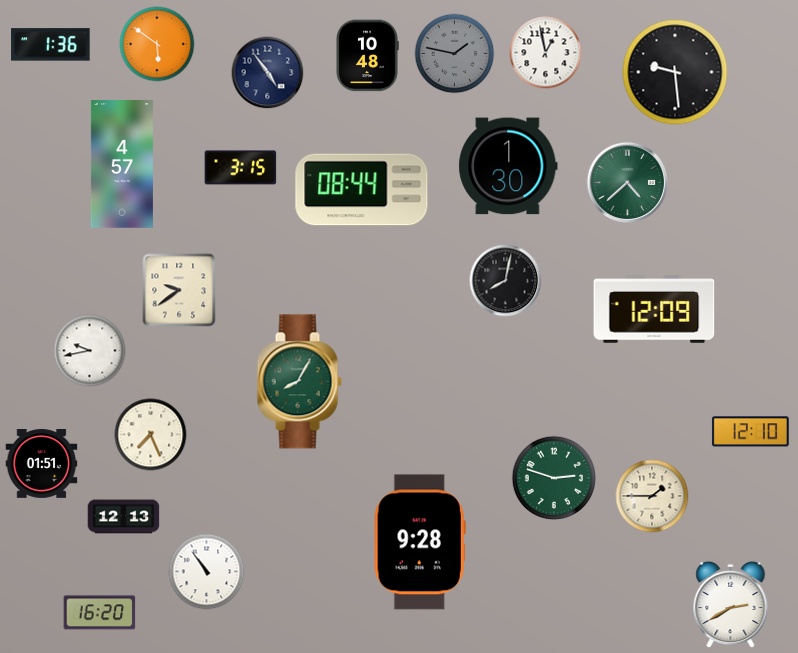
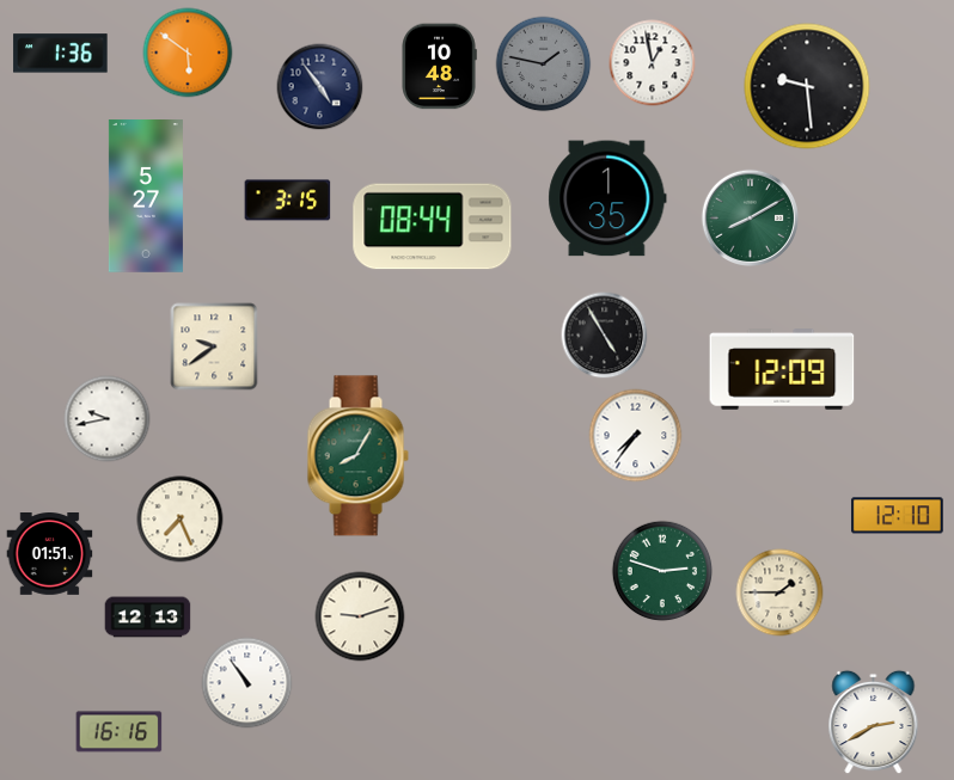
clock at (122, 164): 4:57 -> 5:27
clock at (508, 166): 1:30 -> 1:35
clock at (627, 182): 4:38 -> 8:10
clock at (506, 281): 8:02 -> 4:55
clock at (636, 436): none -> 7:36
clock at (360, 616): none -> 9:12
clock at (420, 542): 9:28 -> none
clock at (100, 613): 16:20 -> 16:16
